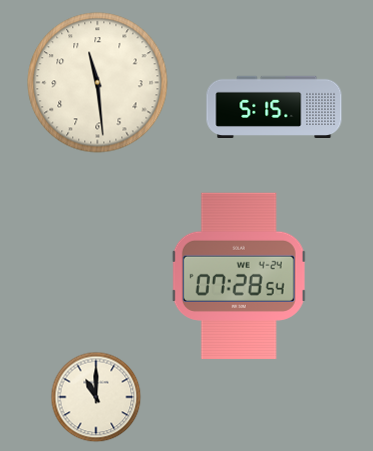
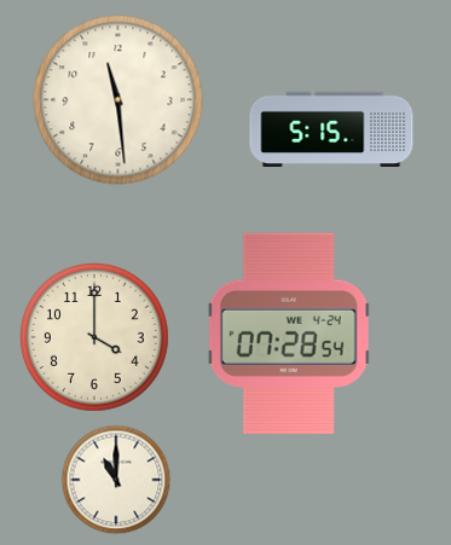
clock at (94, 337): none -> 4:00
